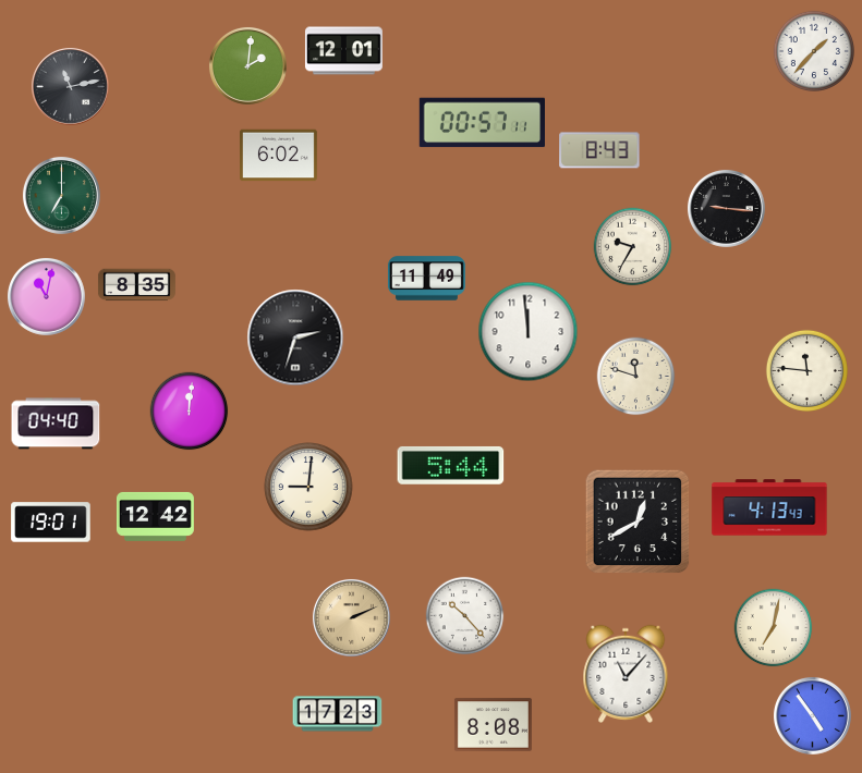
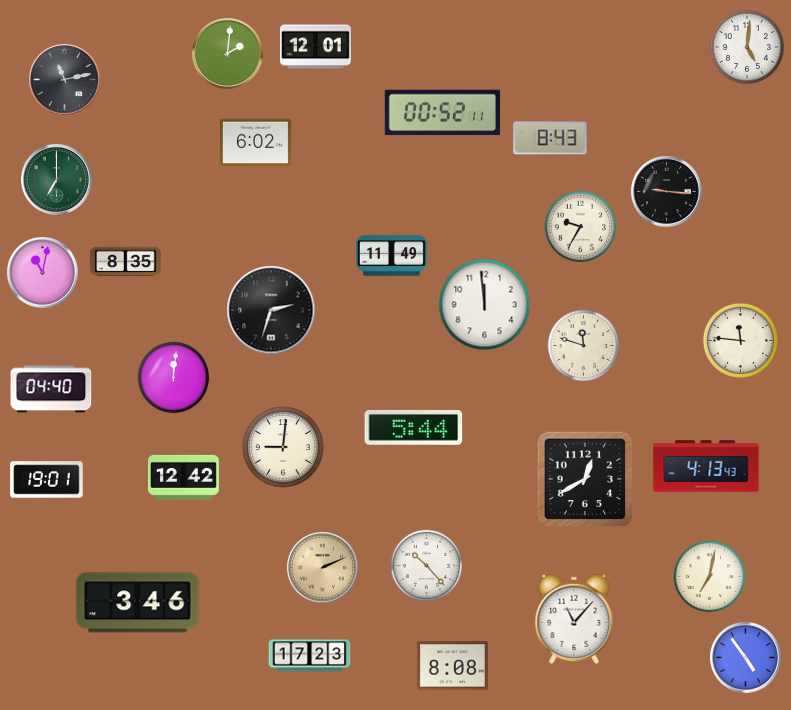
clock at (813, 50): 1:37 -> 5:01
clock at (247, 65) position: (247, 65) -> (227, 53)
clock at (482, 123): 00:57 -> 00:52
clock at (155, 516) position: (155, 516) -> (183, 477)
clock at (138, 603): none -> 3:46
